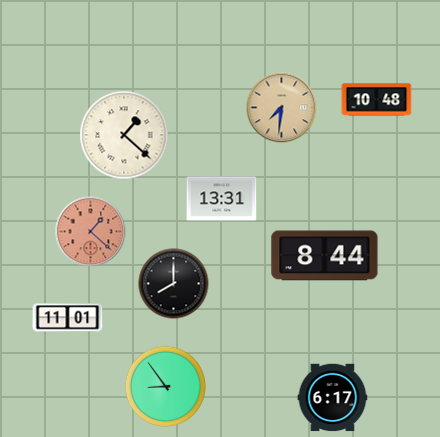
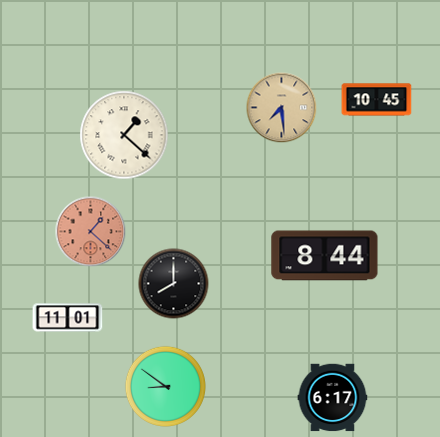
clock at (377, 100): 10:48 -> 10:45
clock at (282, 108): 7:31 -> 7:29
clock at (222, 199): 13:31 -> none
clock at (165, 386): 8:54 -> 8:51
